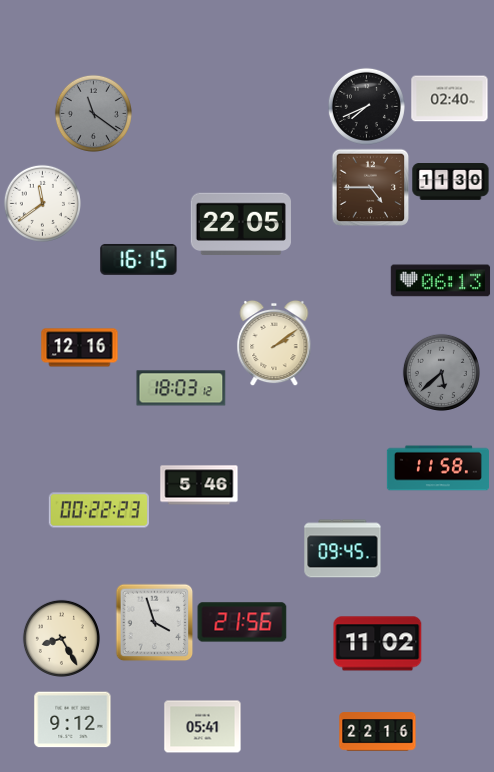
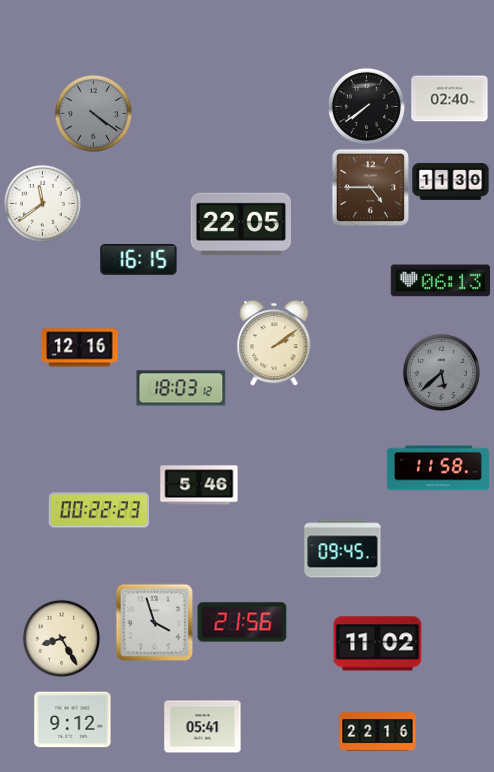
clock at (366, 106): 7:41 -> 7:39
clock at (93, 113): 11:21 -> 4:21
